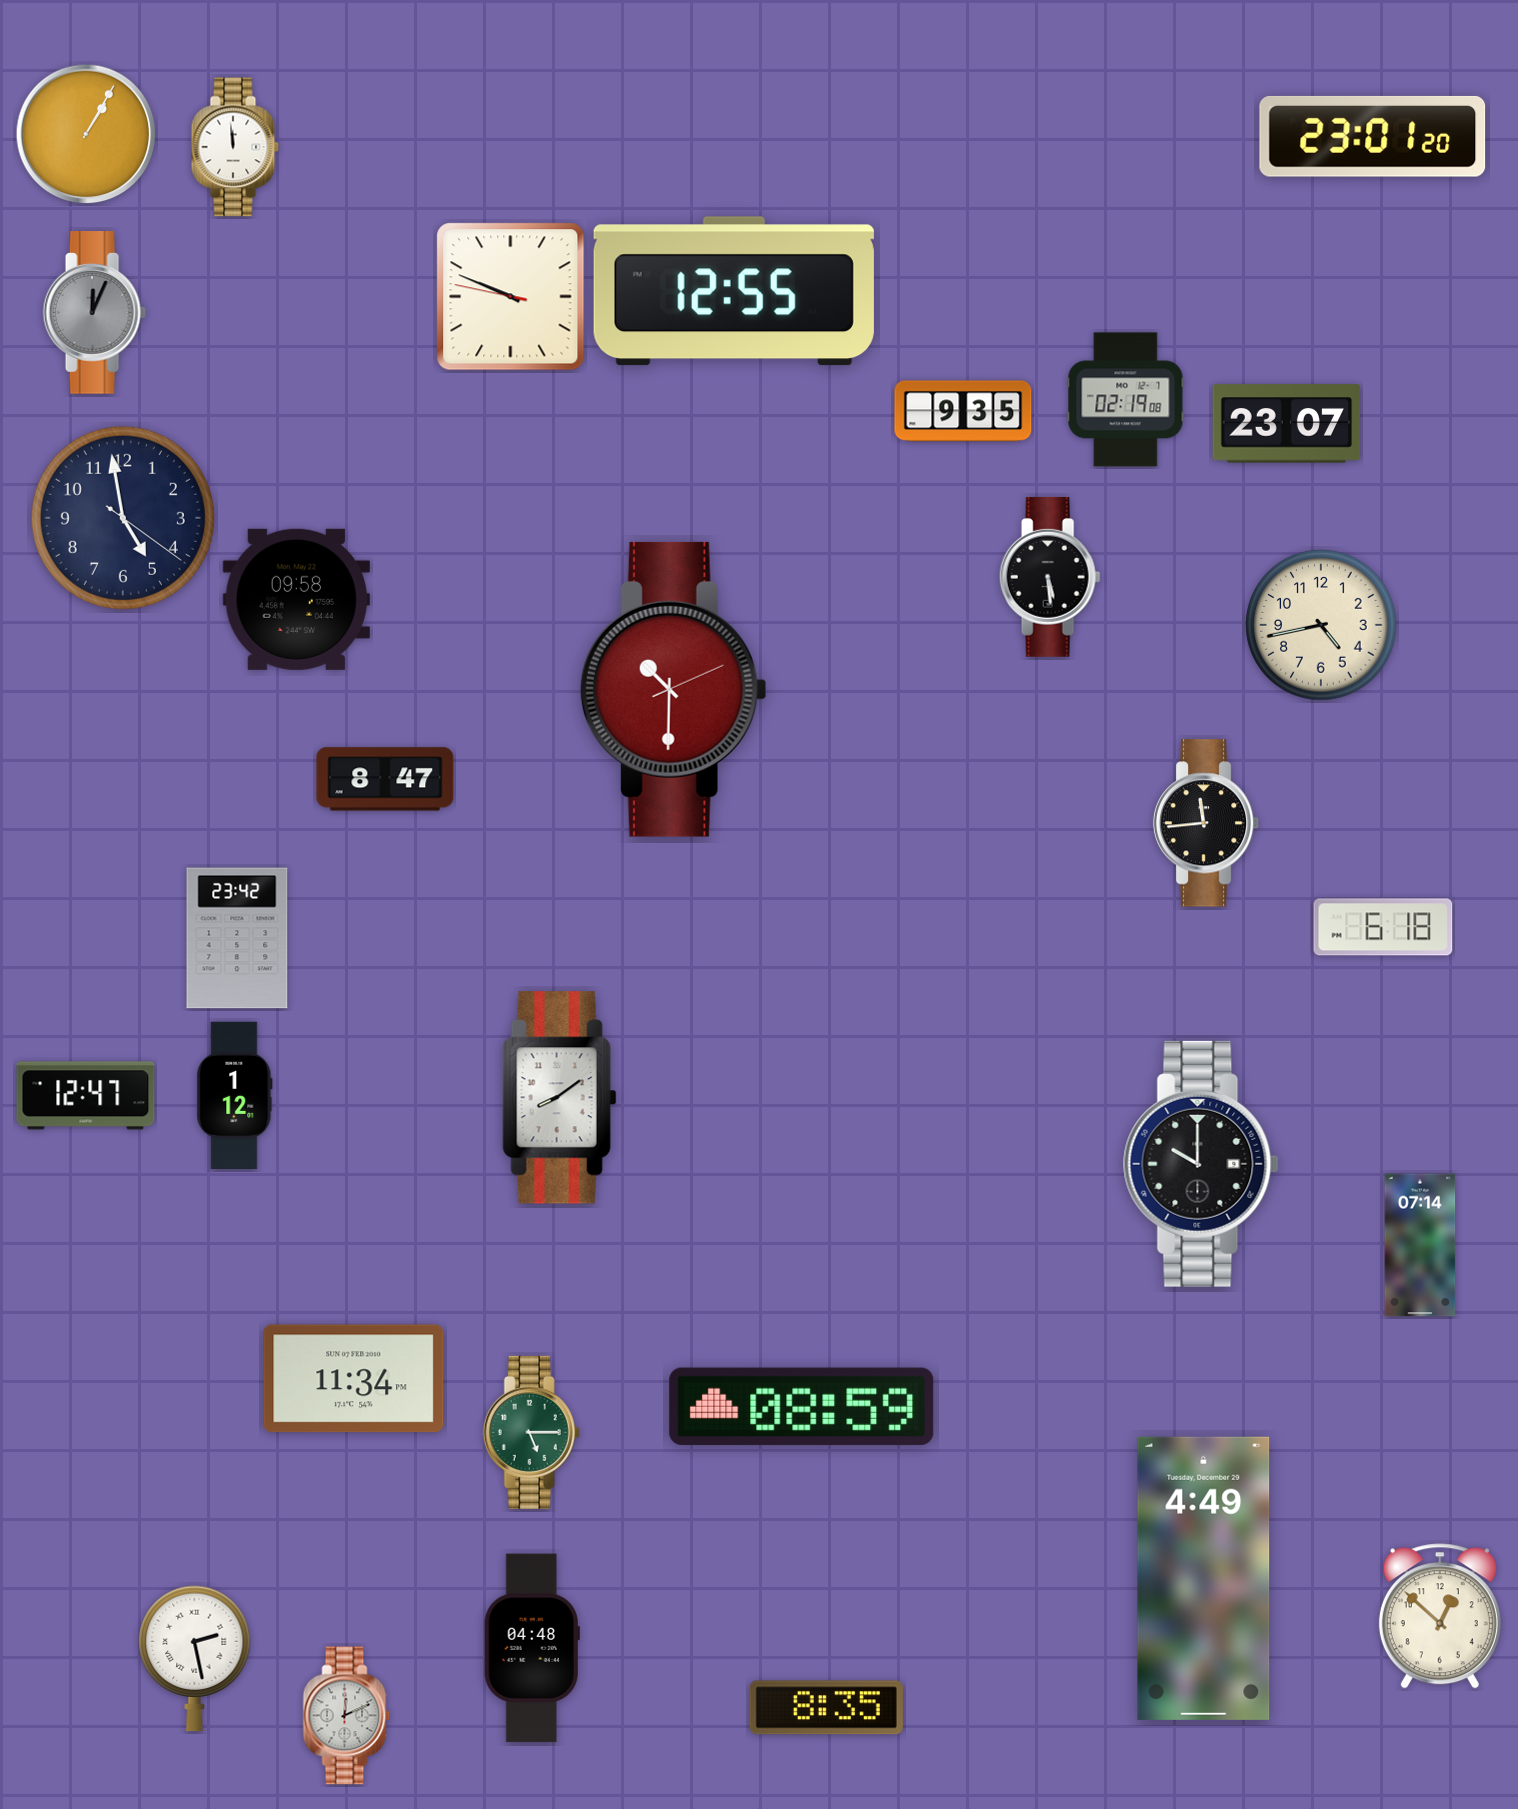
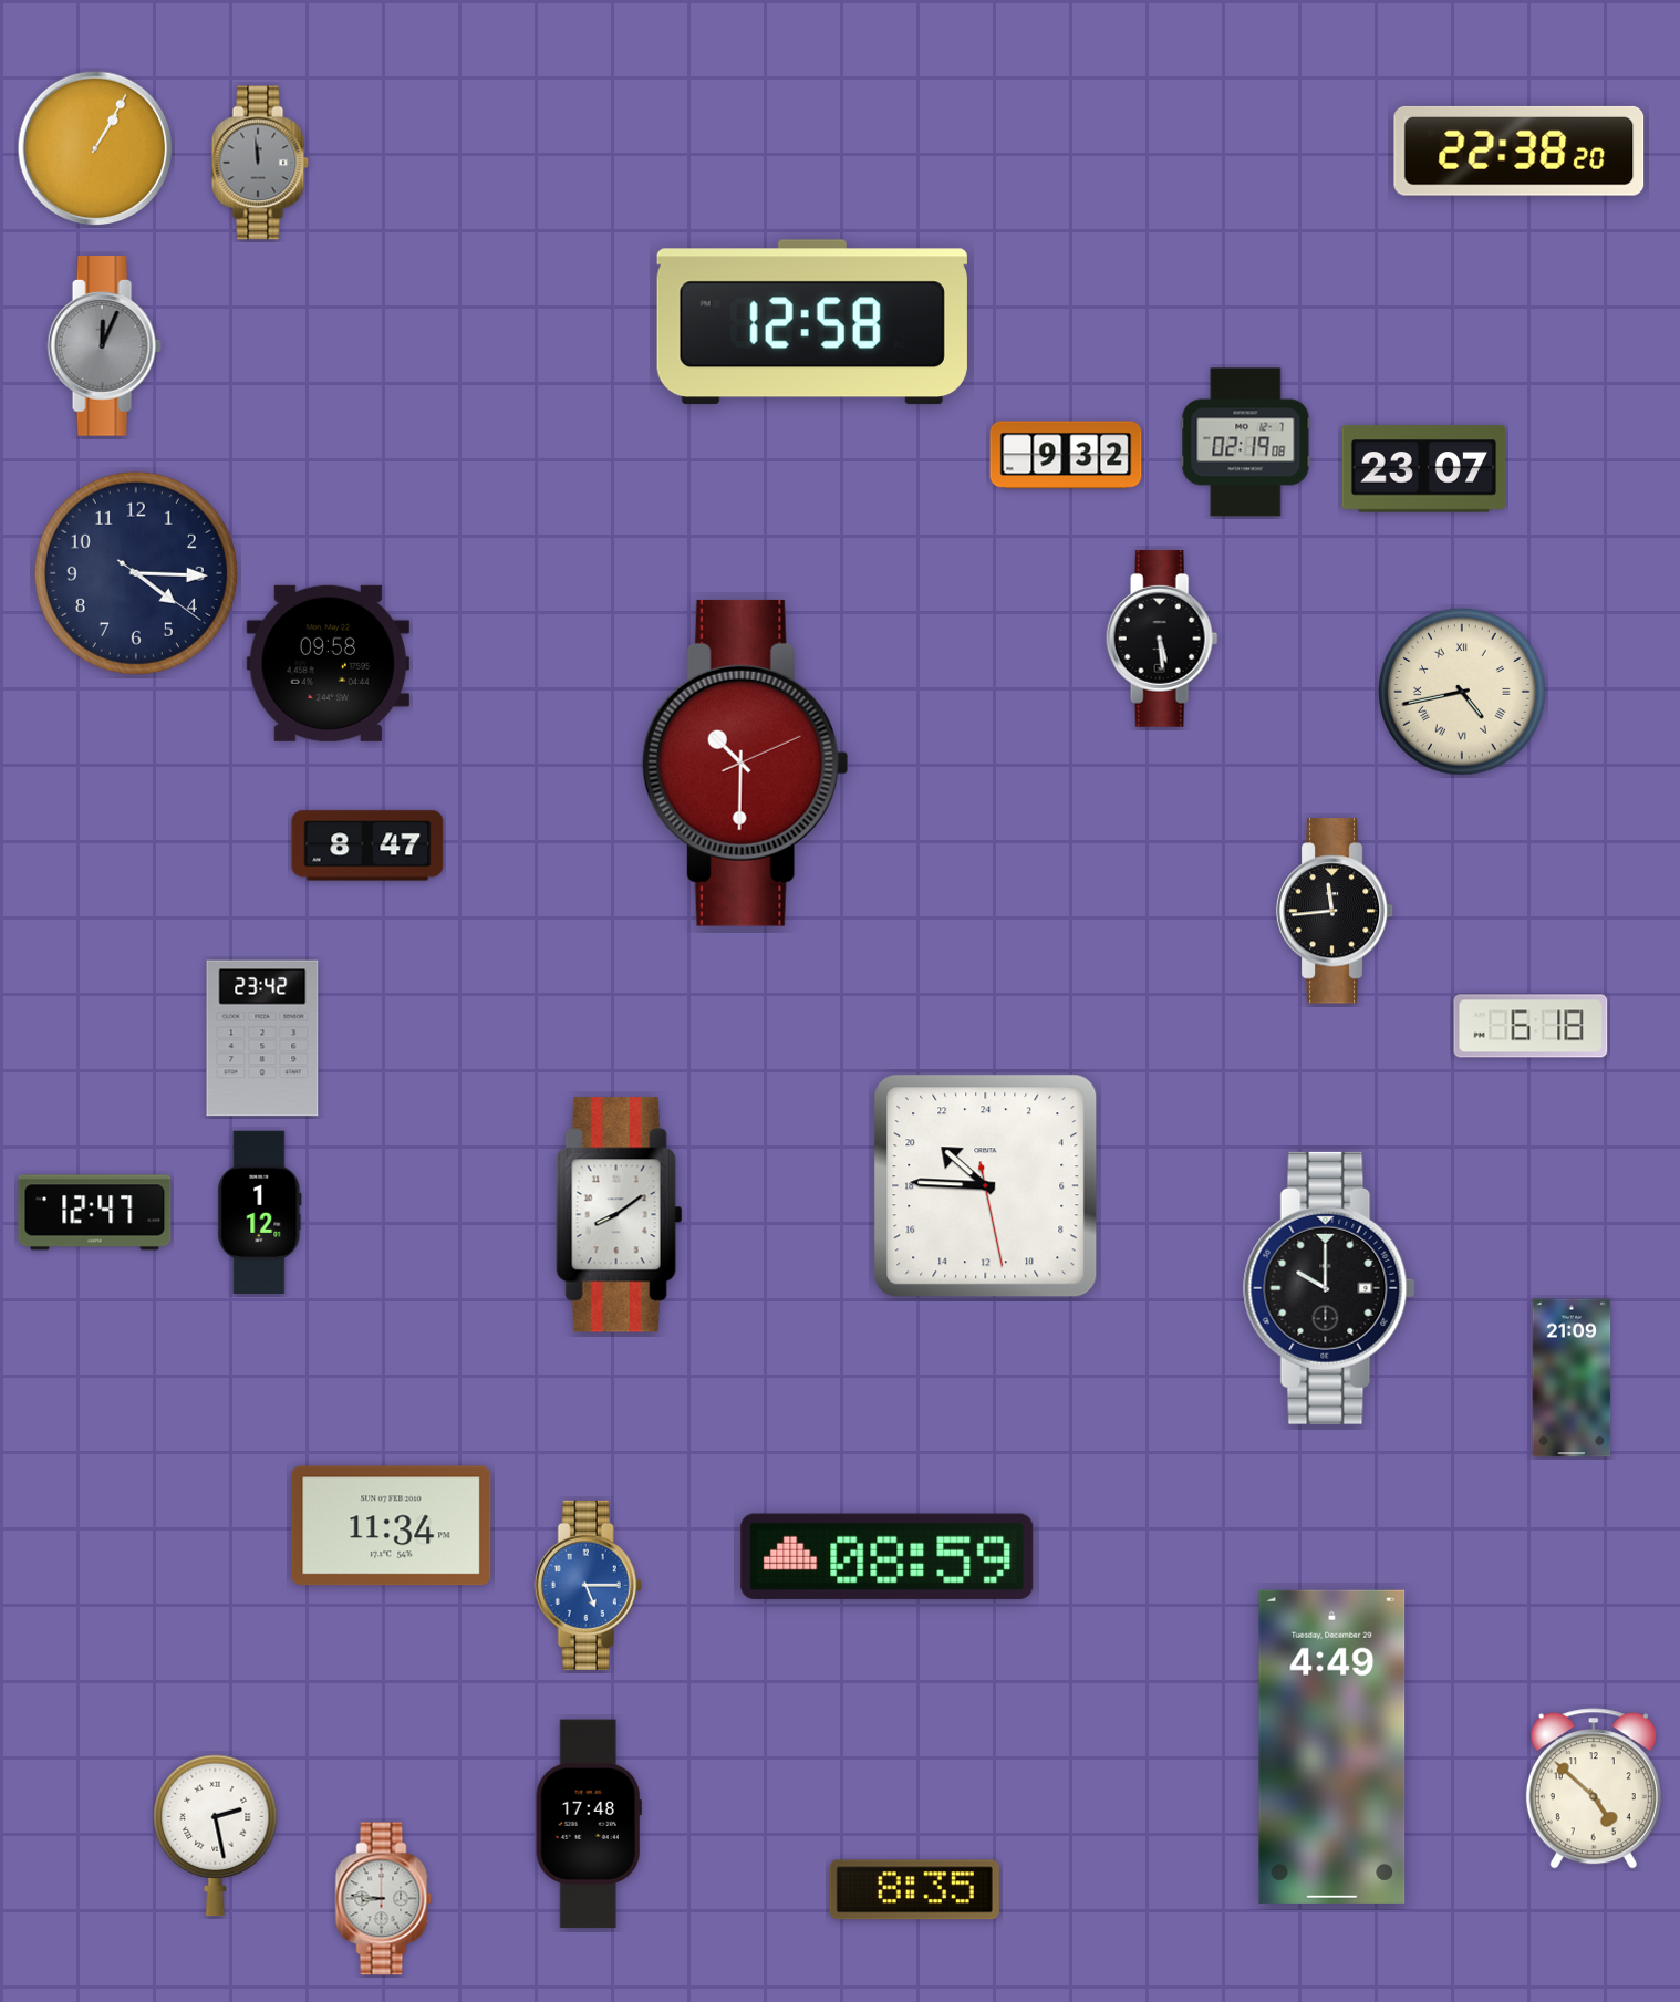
clock at (1373, 136): 23:01 -> 22:38
clock at (235, 147) dial: white -> grey
clock at (734, 291): 12:55 -> 12:58
clock at (511, 297): 9:48 -> none
clock at (963, 411): 9:35 -> 9:32
clock at (123, 518): 4:58 -> 4:15
clock at (1321, 625) numerals: Arabic -> Roman
clock at (385, 779) position: (385, 779) -> (367, 846)
clock at (986, 1186): none -> 20:45
clock at (1420, 1245): 07:14 -> 21:09
clock at (531, 1432) dial: green -> blue
clock at (1440, 1616): 12:52 -> 4:52
clock at (532, 1648): 04:48 -> 17:48
clock at (347, 1716): 12:11 -> 8:46
